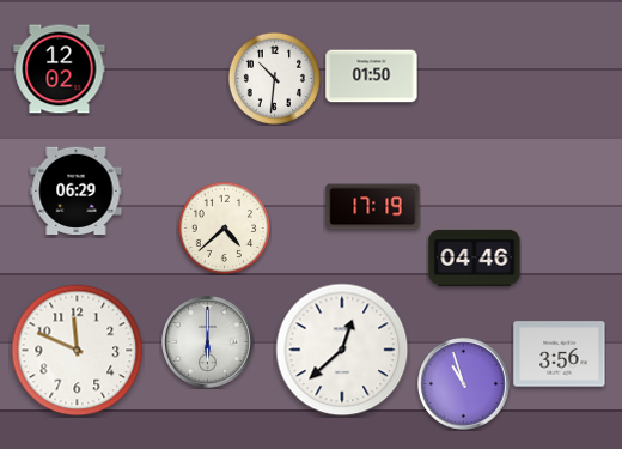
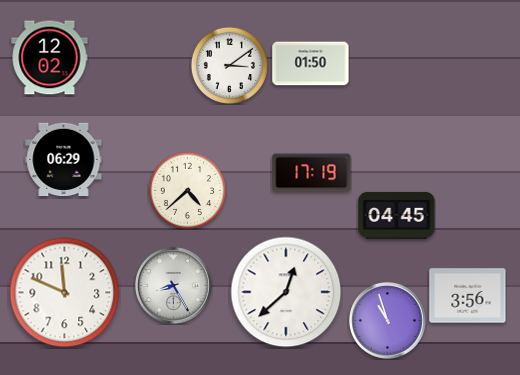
clock at (274, 78): 10:31 -> 3:09
clock at (475, 257): 04:46 -> 04:45
clock at (208, 342): 6:00 -> 8:25
